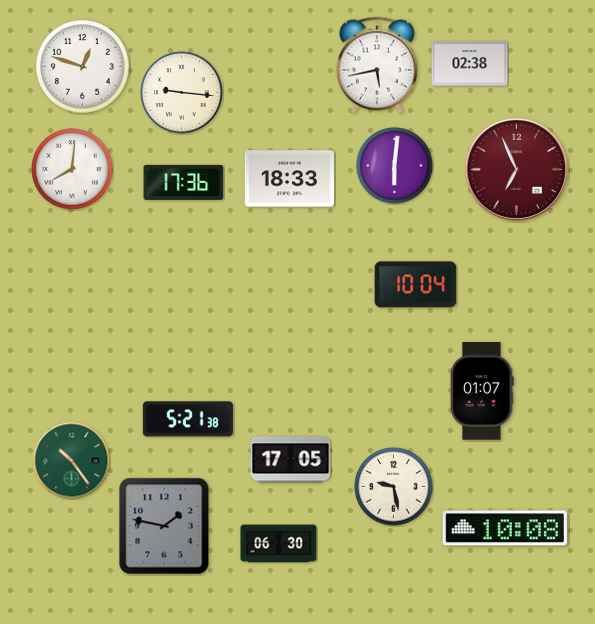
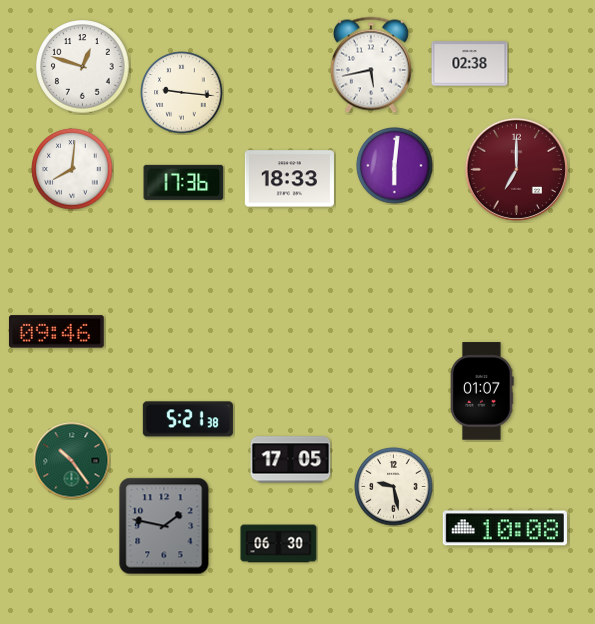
clock at (377, 65) position: (377, 65) -> (371, 65)
clock at (516, 169): 6:56 -> 7:00
clock at (416, 285): 10:04 -> none
clock at (56, 332): none -> 09:46
